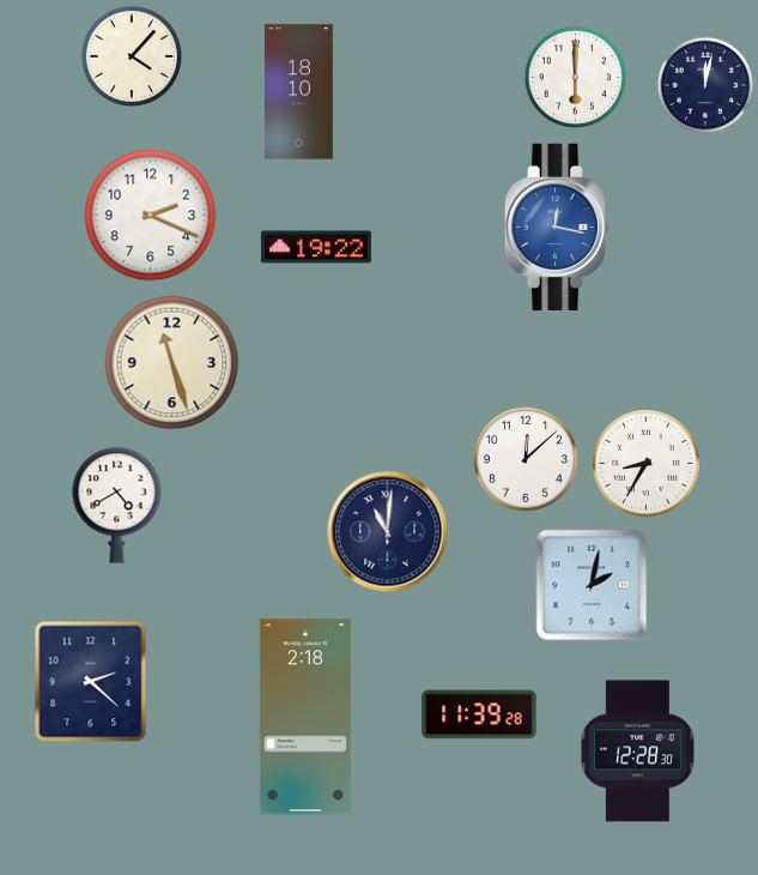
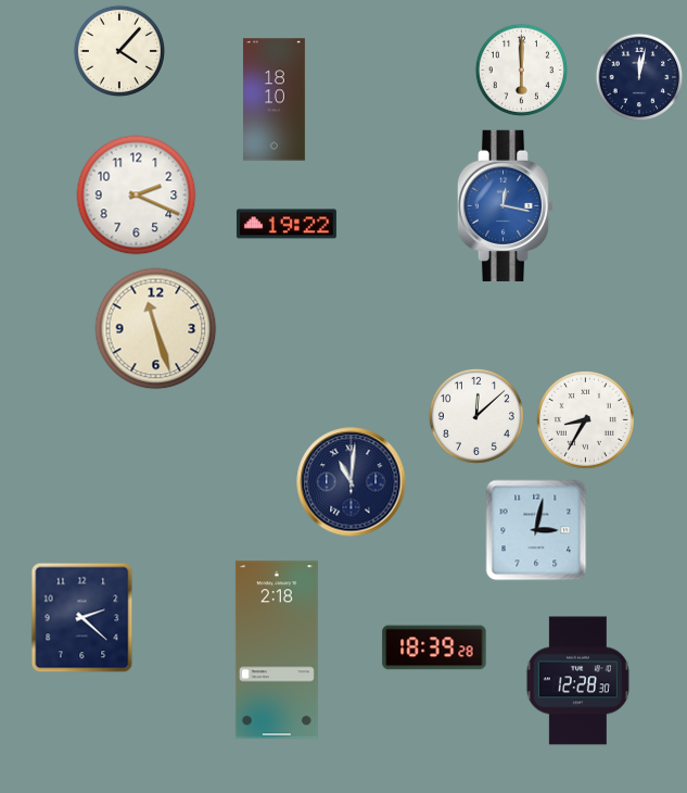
clock at (298, 92) position: (298, 92) -> (273, 100)
clock at (117, 505): 4:40 -> none
clock at (592, 585): 2:02 -> 3:02
clock at (479, 714): 11:39 -> 18:39
